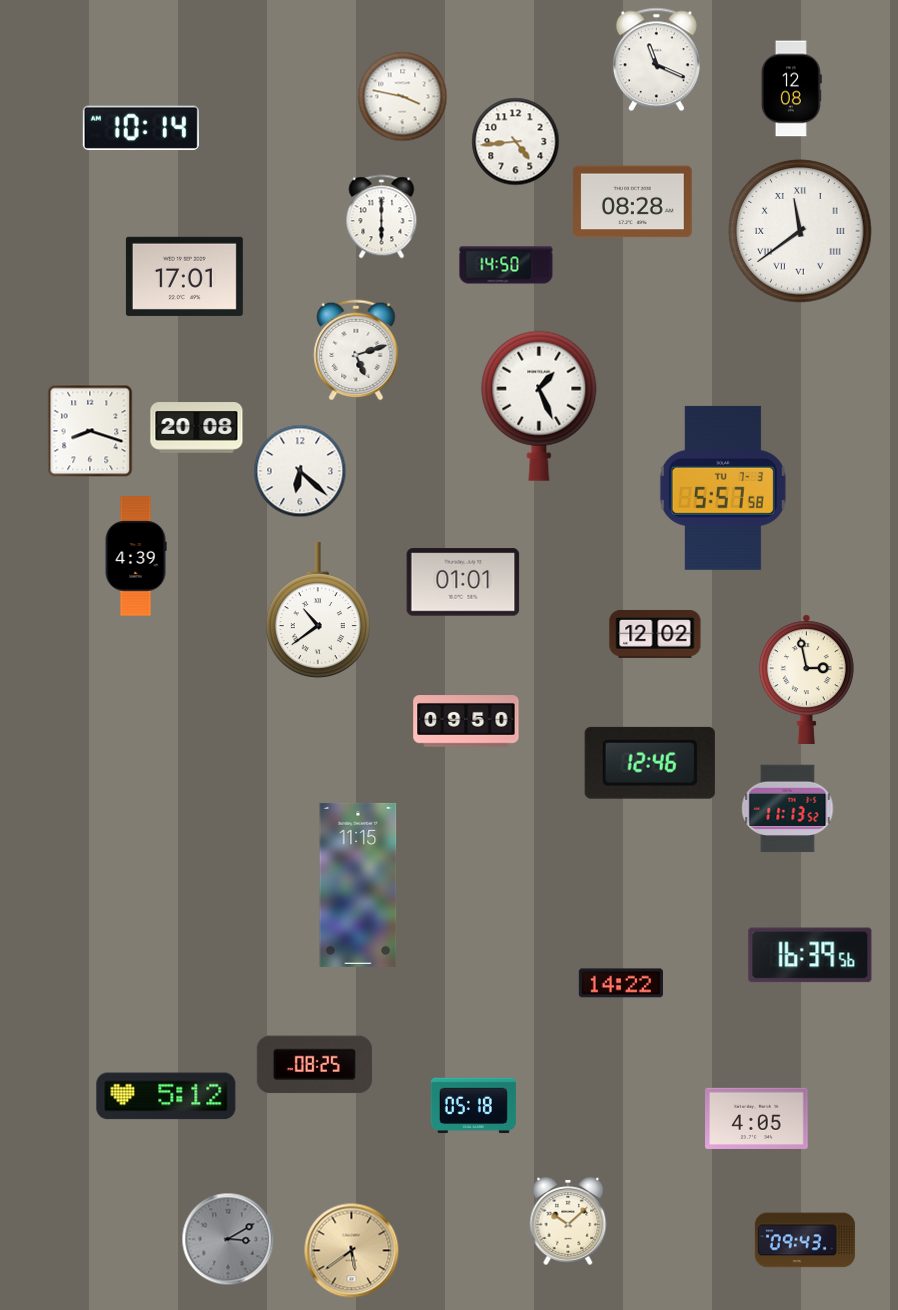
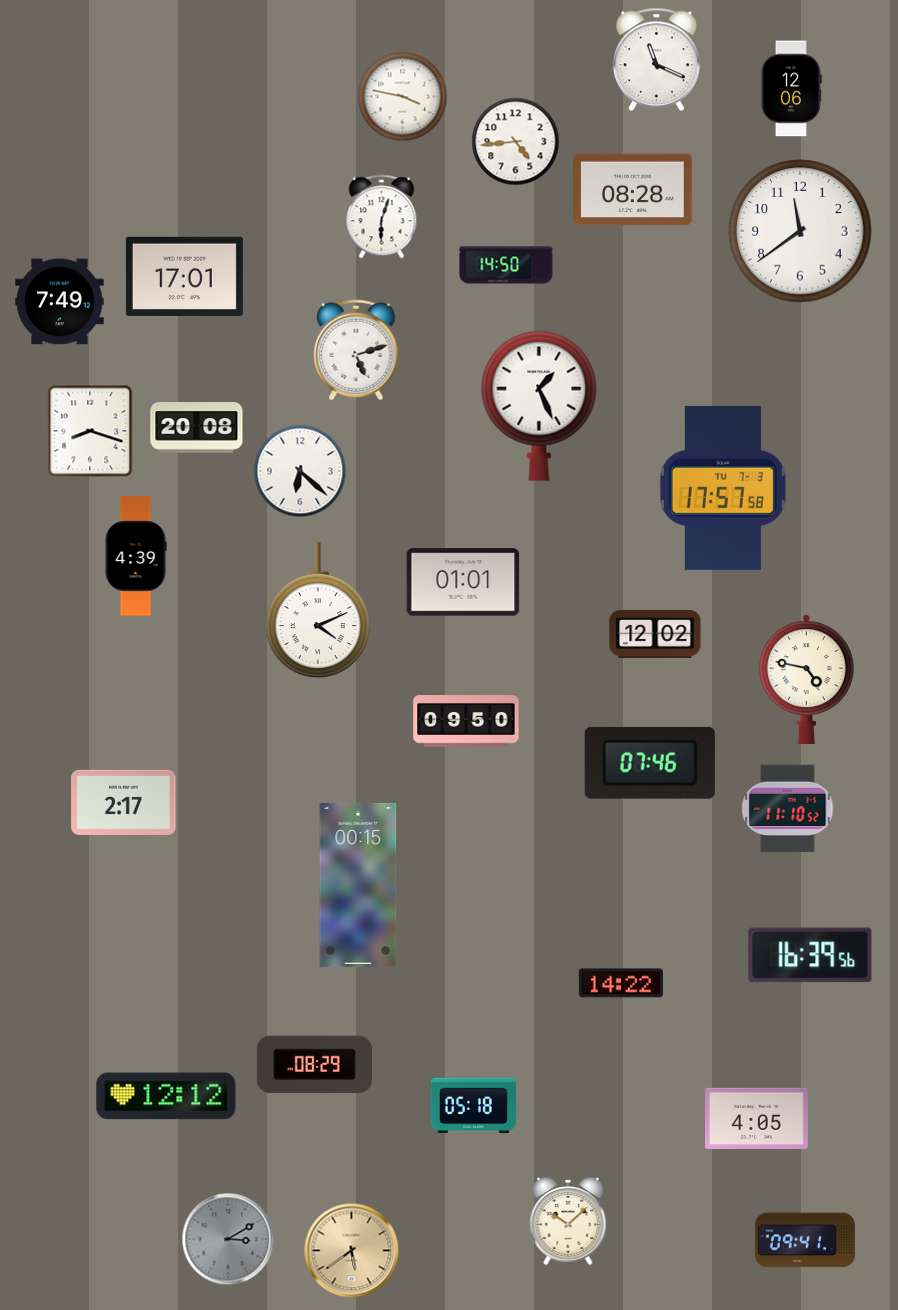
clock at (791, 89): 12:08 -> 12:06
clock at (141, 127): 10:14 -> none
clock at (633, 202) position: (633, 202) -> (633, 190)
clock at (382, 217): 6:00 -> 6:03
clock at (800, 231) numerals: Roman -> Arabic
clock at (60, 302): none -> 7:49
clock at (723, 488): 5:57 -> 17:57
clock at (318, 611): 10:39 -> 4:11
clock at (806, 680): 2:58 -> 4:47
clock at (650, 763): 12:46 -> 07:46
clock at (124, 802): none -> 2:17
clock at (788, 809): 11:13 -> 11:10
clock at (358, 885): 11:15 -> 00:15
clock at (314, 1065): 08:25 -> 08:29
clock at (166, 1096): 5:12 -> 12:12
clock at (805, 1240): 09:43 -> 09:41
